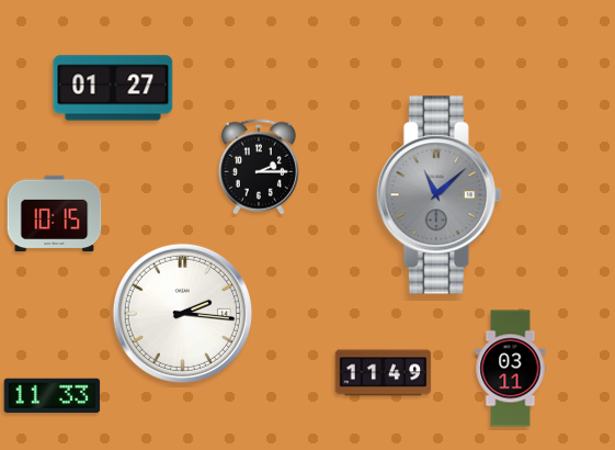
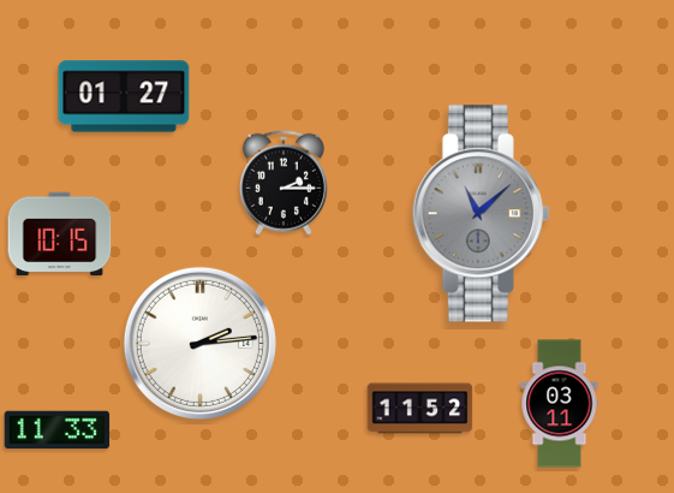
clock at (182, 313): 2:16 -> 2:14
clock at (384, 373): 11:49 -> 11:52
clock at (53, 396) position: (53, 396) -> (58, 430)
